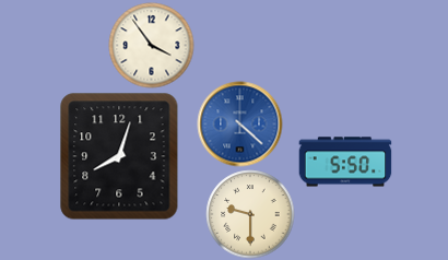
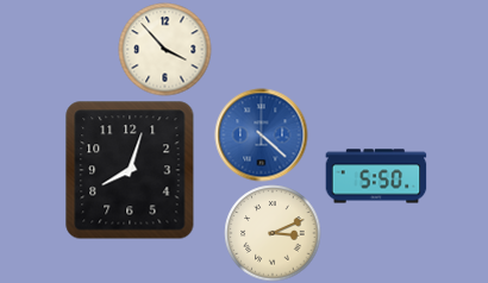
clock at (151, 45): 3:54 -> 3:53
clock at (250, 214): 9:30 -> 3:11
